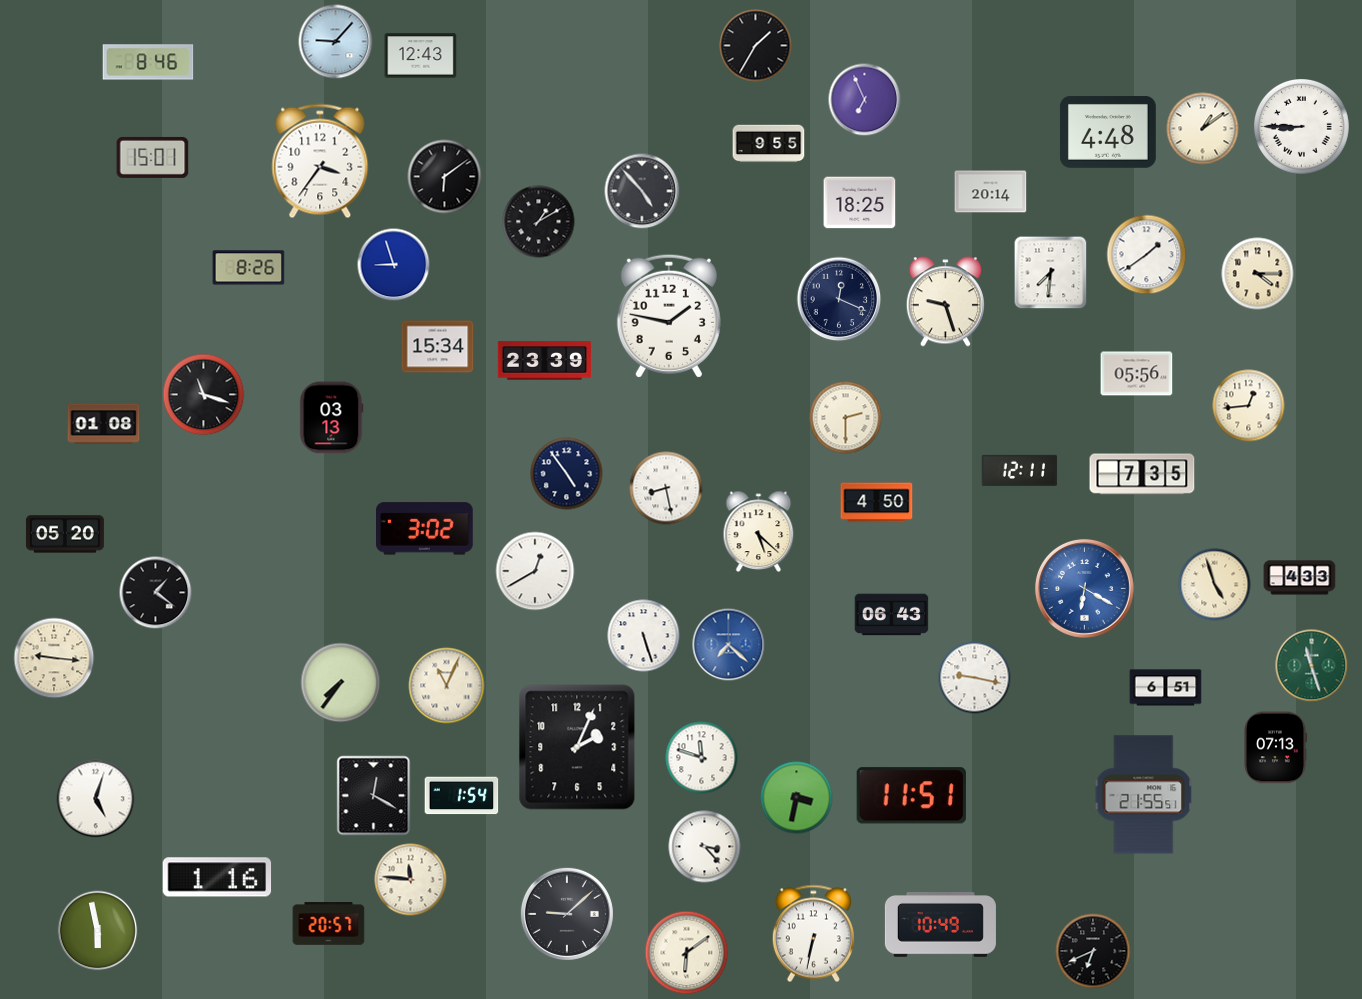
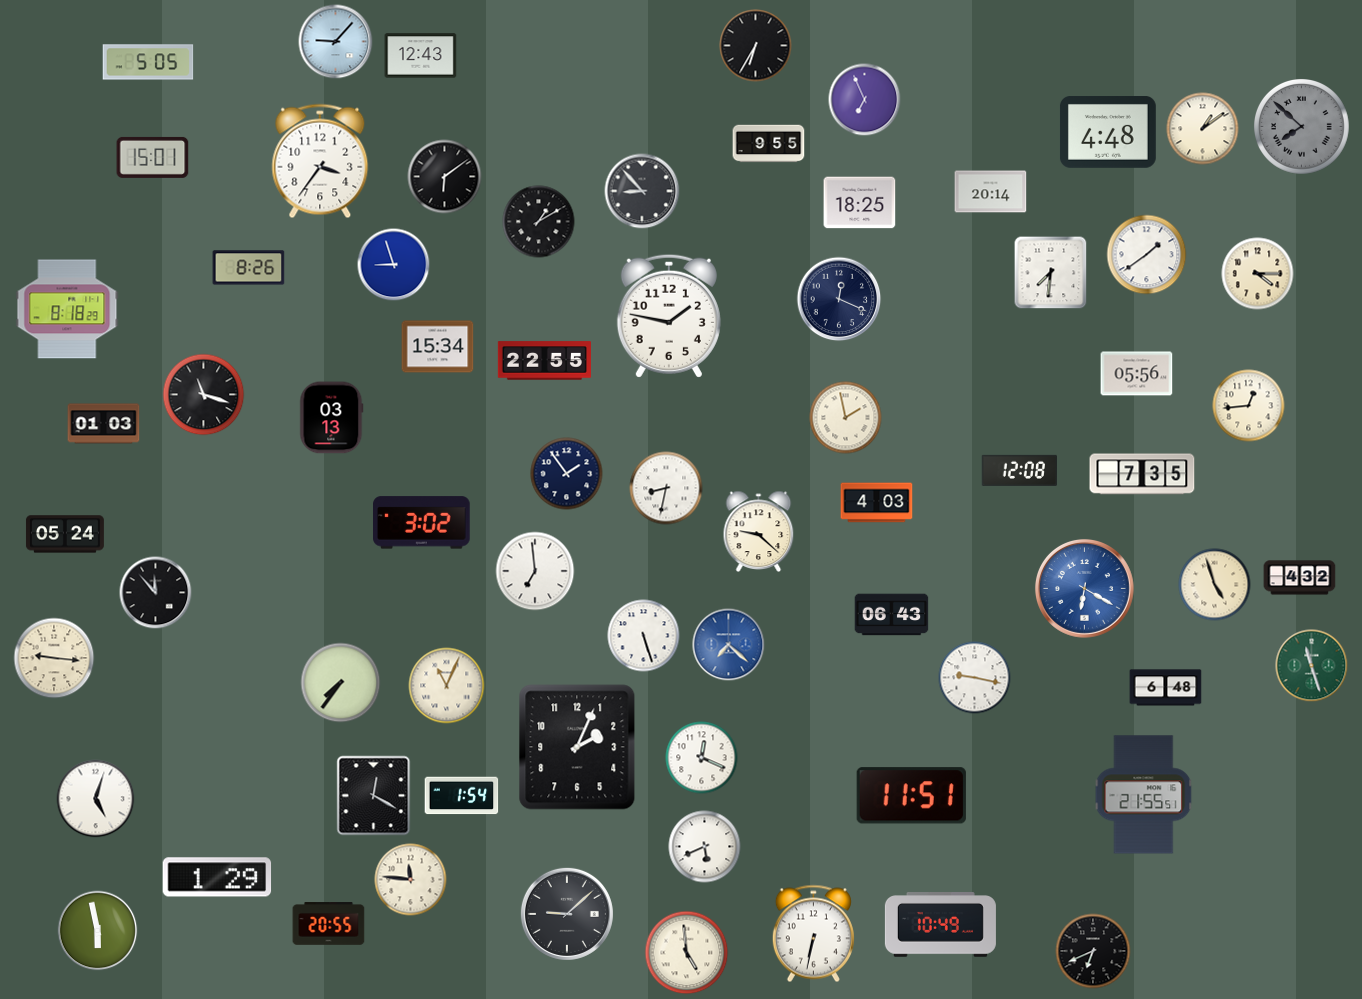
clock at (756, 46): 1:35 -> 6:35
clock at (148, 62): 8:46 -> 5:05
clock at (1302, 127): 8:45 -> 7:52
clock at (1302, 127) dial: white -> grey
clock at (642, 191): 4:53 -> 8:53
clock at (945, 302): 9:27 -> none
clock at (67, 309): none -> 8:18
clock at (544, 361): 23:39 -> 22:55
clock at (846, 418): 2:30 -> 1:58
clock at (104, 424): 01:08 -> 01:03
clock at (1019, 470): 12:11 -> 12:08
clock at (567, 474): 4:54 -> 1:54
clock at (666, 488): 8:28 -> 8:32
clock at (877, 503): 4:50 -> 4:03
clock at (425, 529) position: (425, 529) -> (422, 523)
clock at (759, 531): 5:22 -> 9:22
clock at (65, 534): 05:20 -> 05:24
clock at (535, 571): 12:40 -> 6:59
clock at (1300, 578): 4:33 -> 4:32
clock at (156, 593): 1:21 -> 11:53
clock at (1166, 688): 6:51 -> 6:48
clock at (1276, 748): 07:13 -> none
clock at (702, 758): 11:48 -> 12:19
clock at (797, 798): 3:32 -> none
clock at (705, 847): 3:23 -> 5:41
clock at (217, 877): 1:16 -> 1:29
clock at (329, 924): 20:57 -> 20:55
clock at (687, 953): 6:09 -> 4:59
